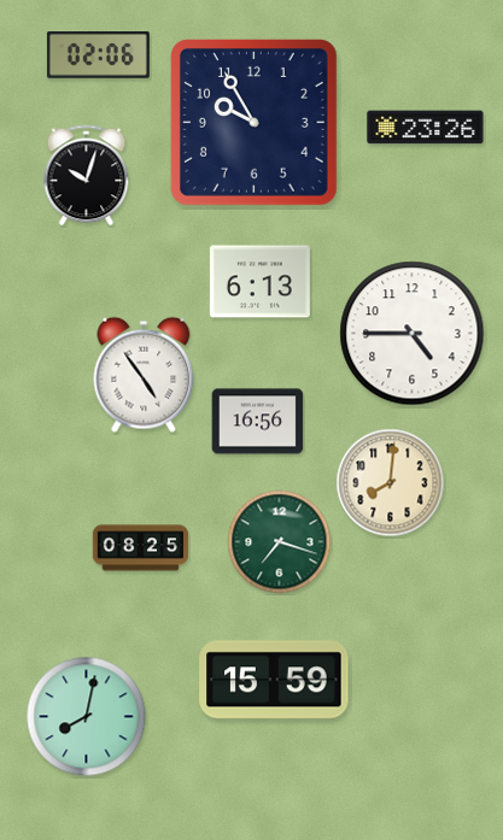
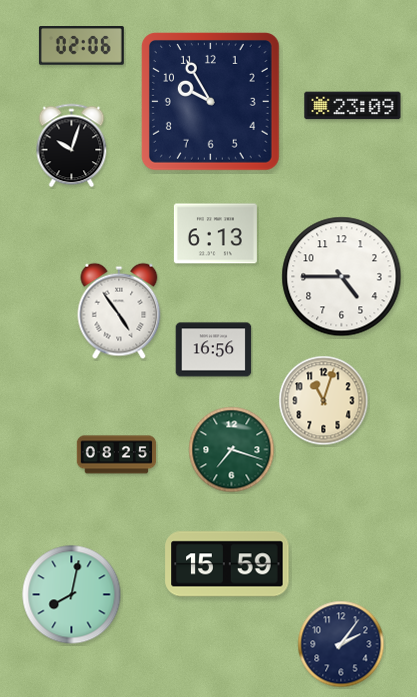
clock at (426, 128): 23:26 -> 23:09
clock at (391, 483): 8:01 -> 11:03
clock at (341, 644): none -> 2:06
